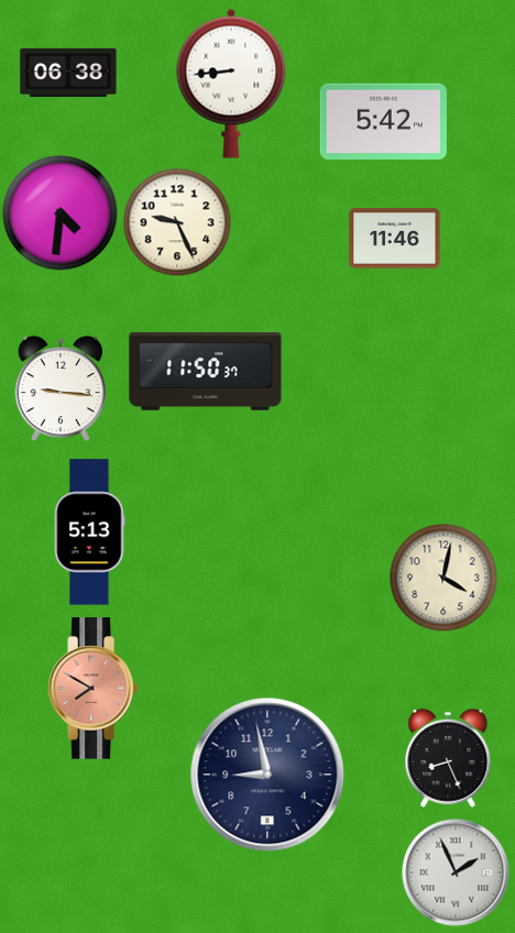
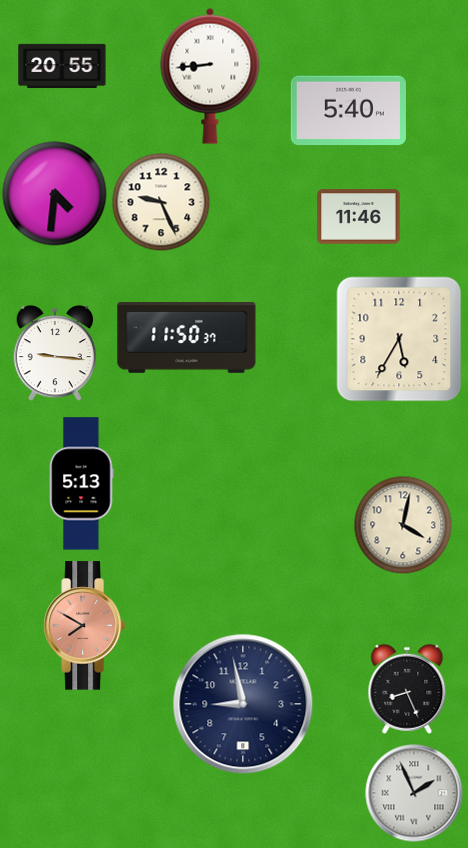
clock at (68, 73): 06:38 -> 20:55
clock at (383, 122): 5:42 -> 5:40
clock at (399, 339): none -> 5:35
